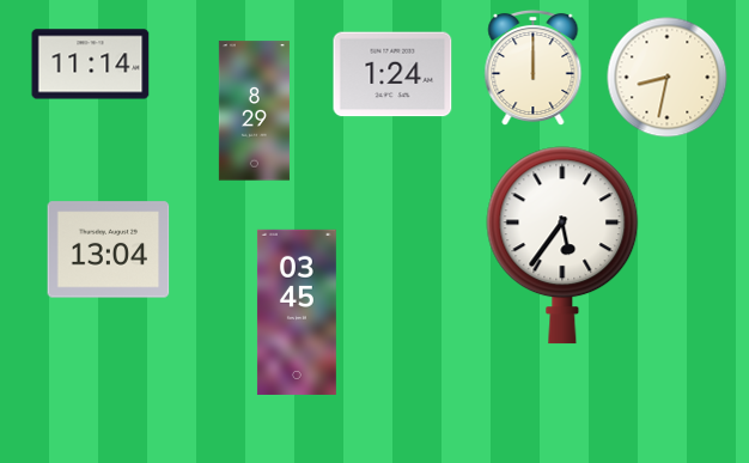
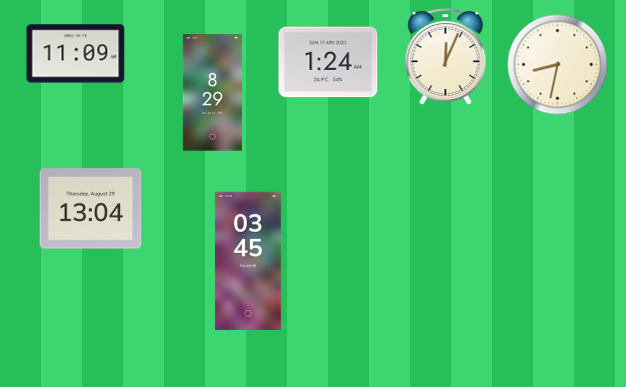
clock at (91, 65): 11:14 -> 11:09
clock at (534, 68): 12:00 -> 12:04
clock at (562, 245): 5:36 -> none
